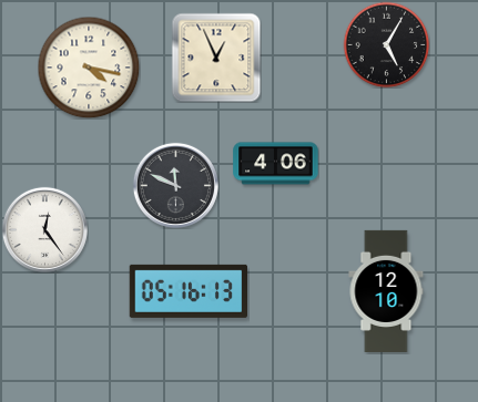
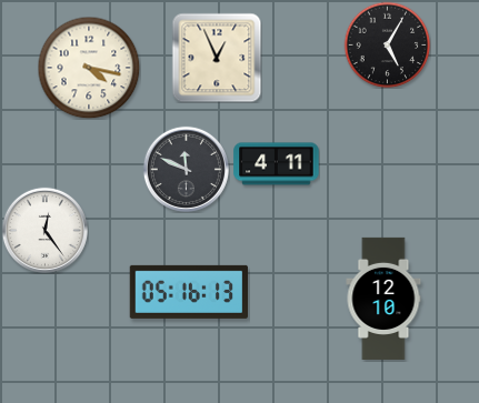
clock at (276, 164): 4:06 -> 4:11
clock at (175, 185) position: (175, 185) -> (186, 169)
clock at (386, 291) position: (386, 291) -> (383, 299)
